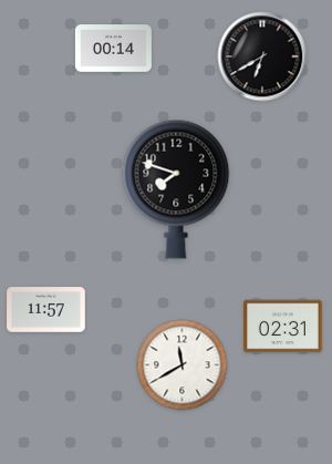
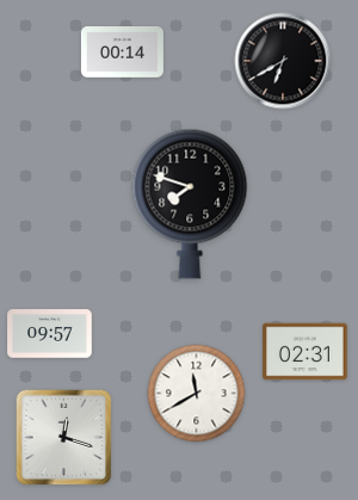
clock at (46, 310): 11:57 -> 09:57
clock at (64, 438): none -> 12:18
